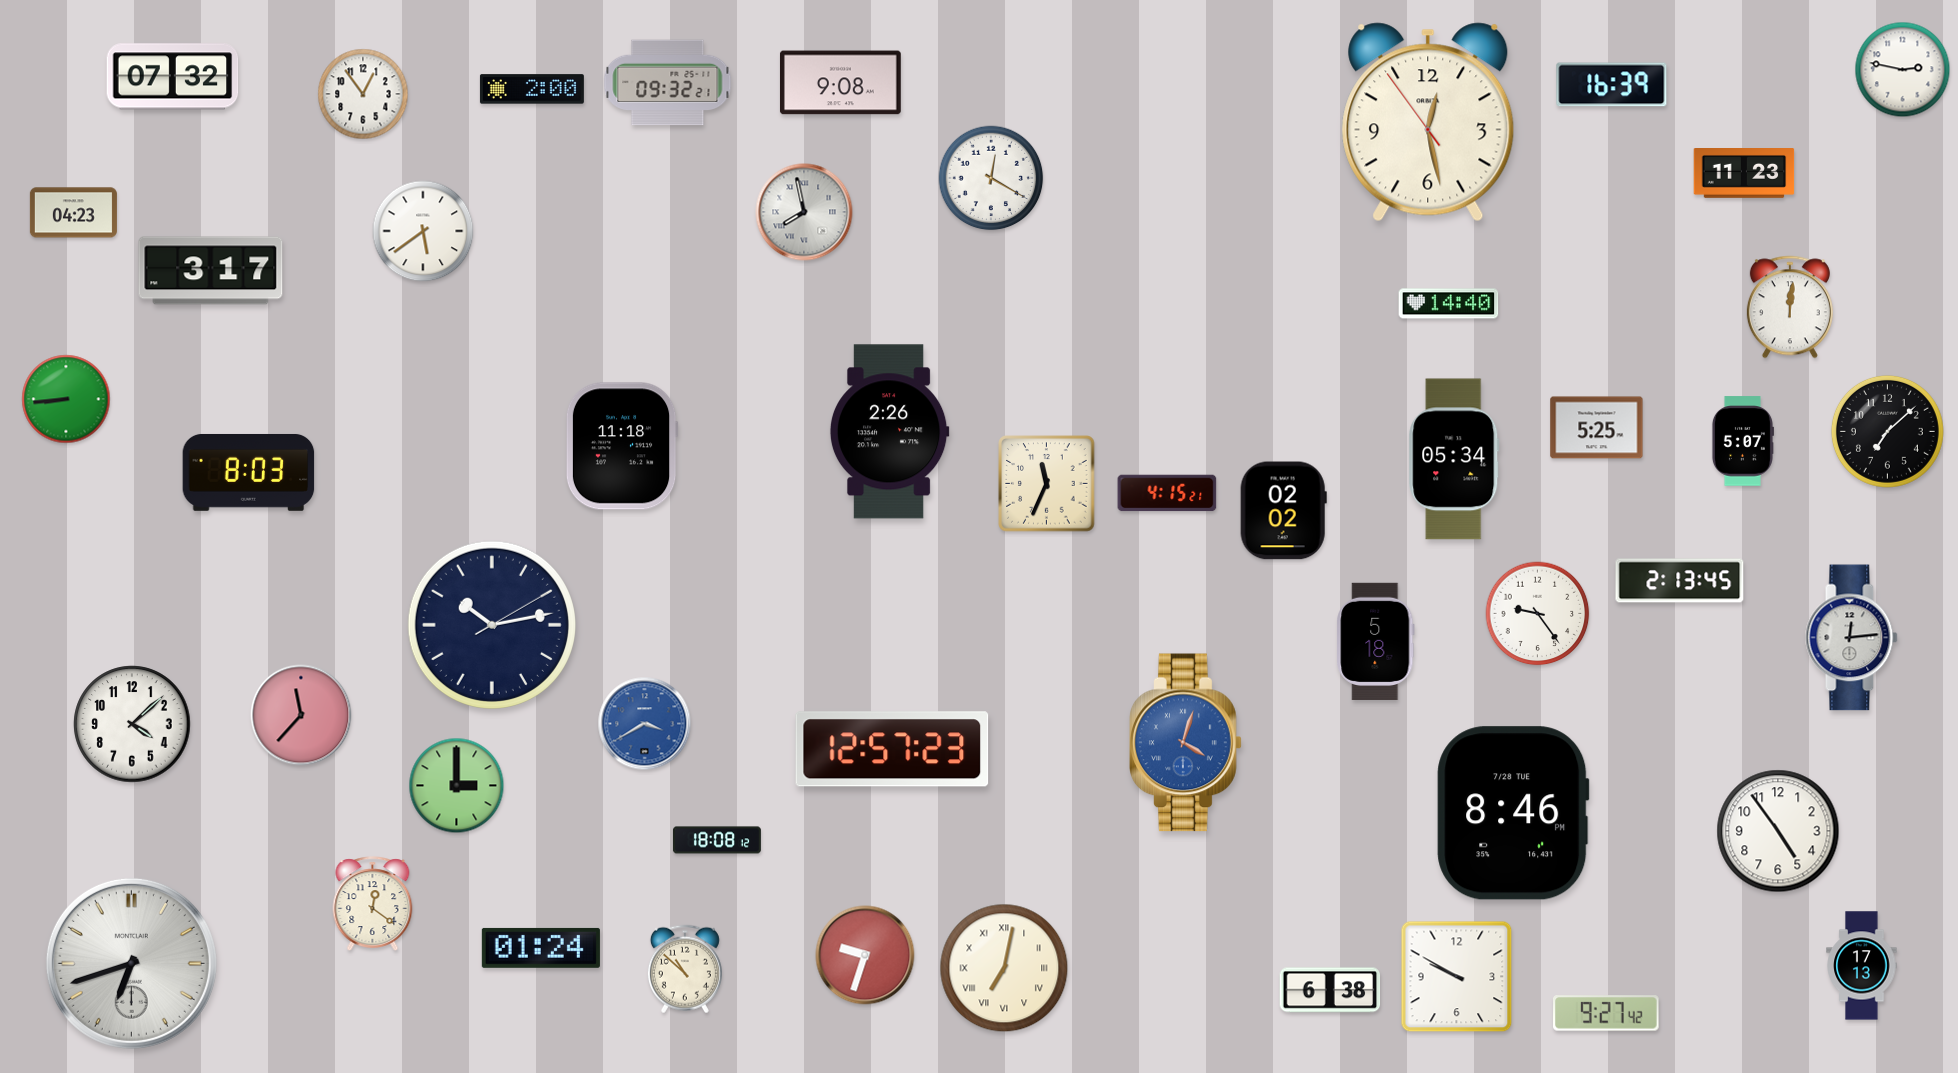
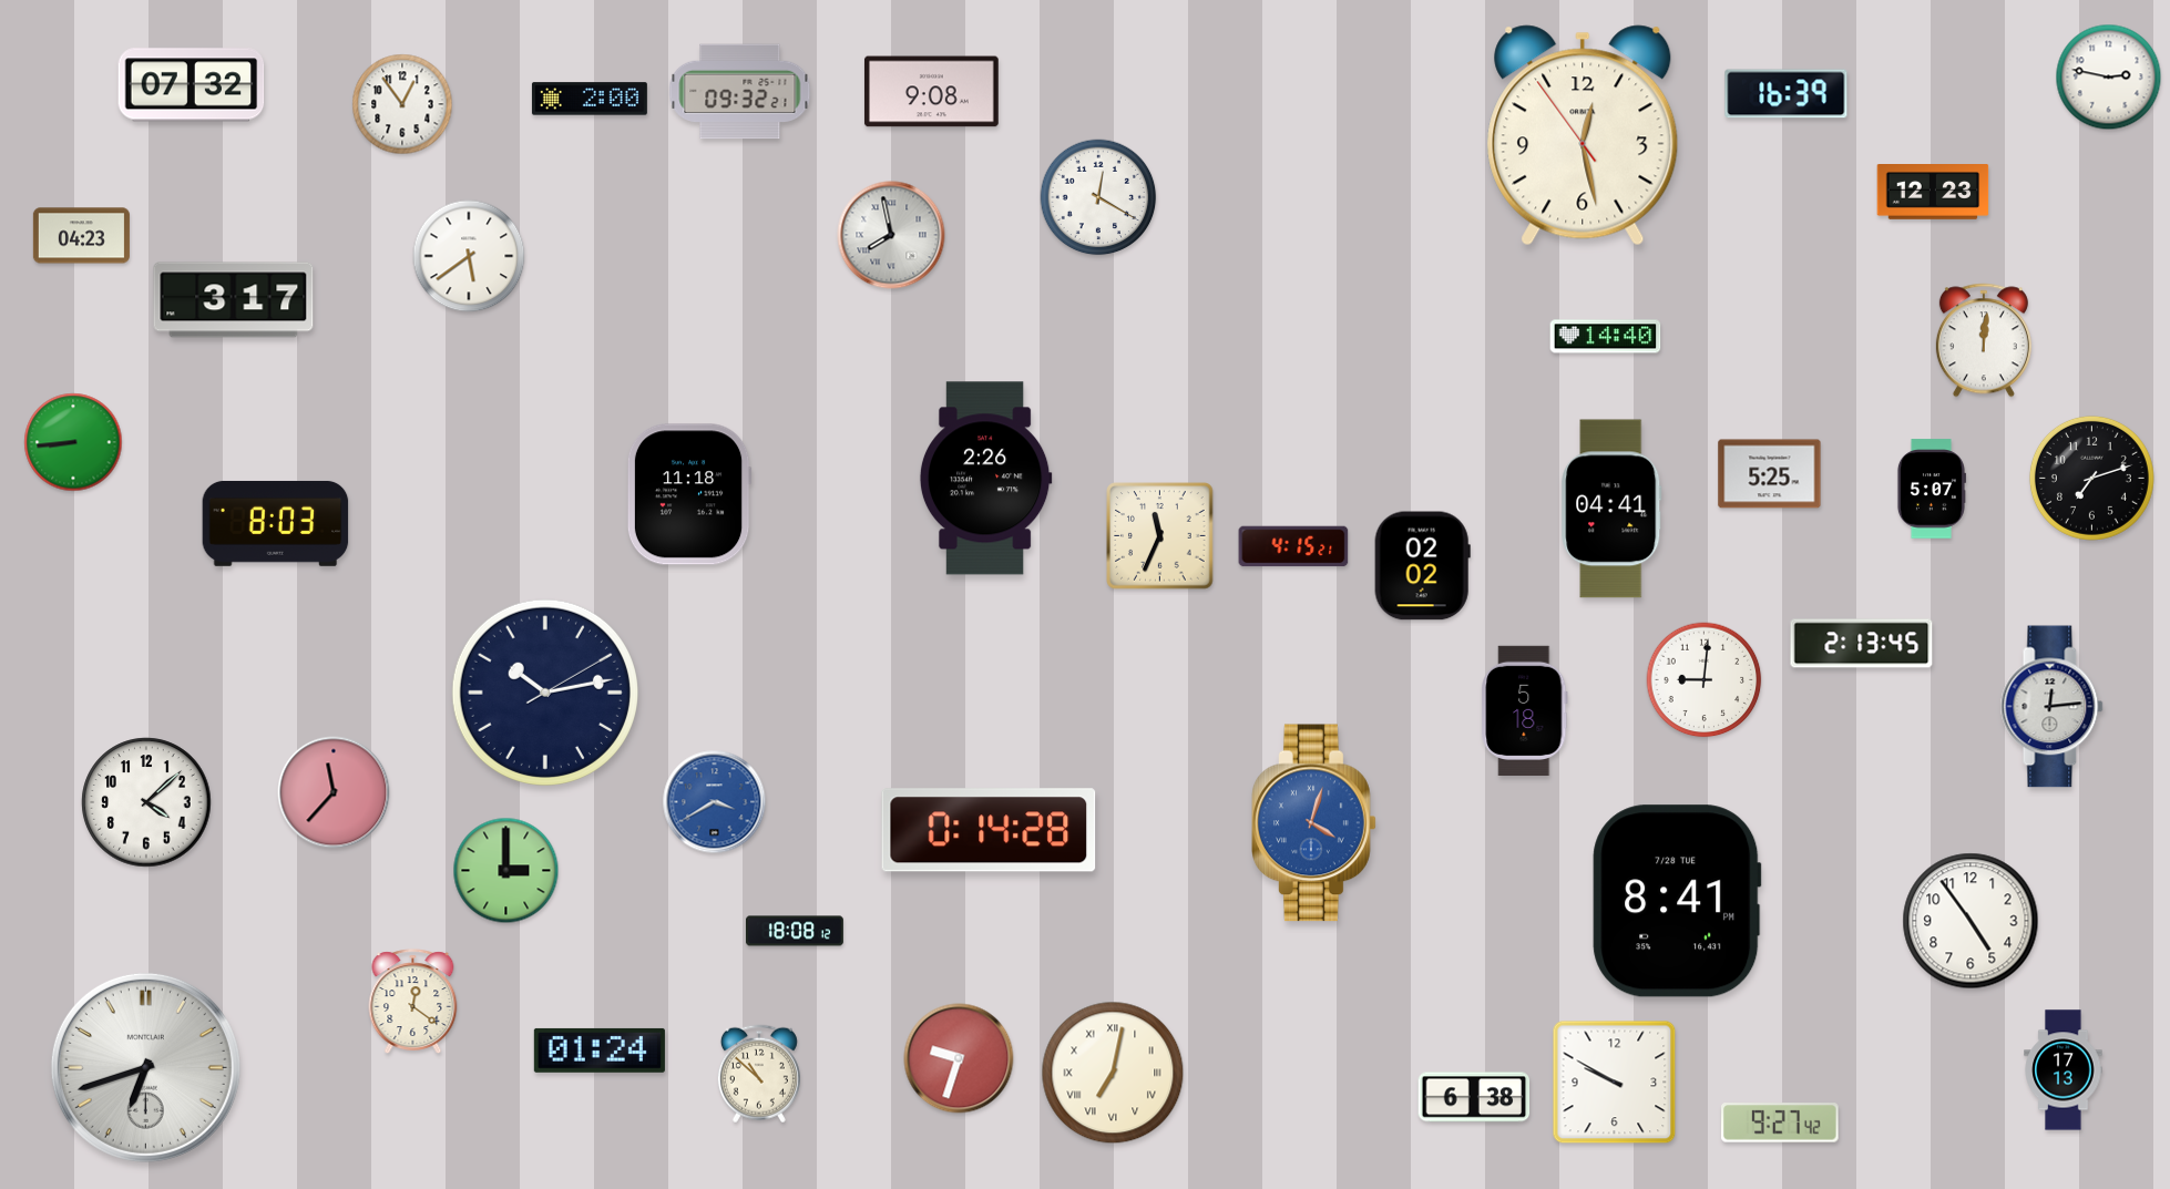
clock at (1744, 174): 11:23 -> 12:23
clock at (1887, 431): 7:08 -> 7:12
clock at (1454, 459): 05:34 -> 04:41
clock at (1538, 614): 9:24 -> 9:01
clock at (892, 749): 12:57 -> 0:14
clock at (1513, 813): 8:46 -> 8:41
